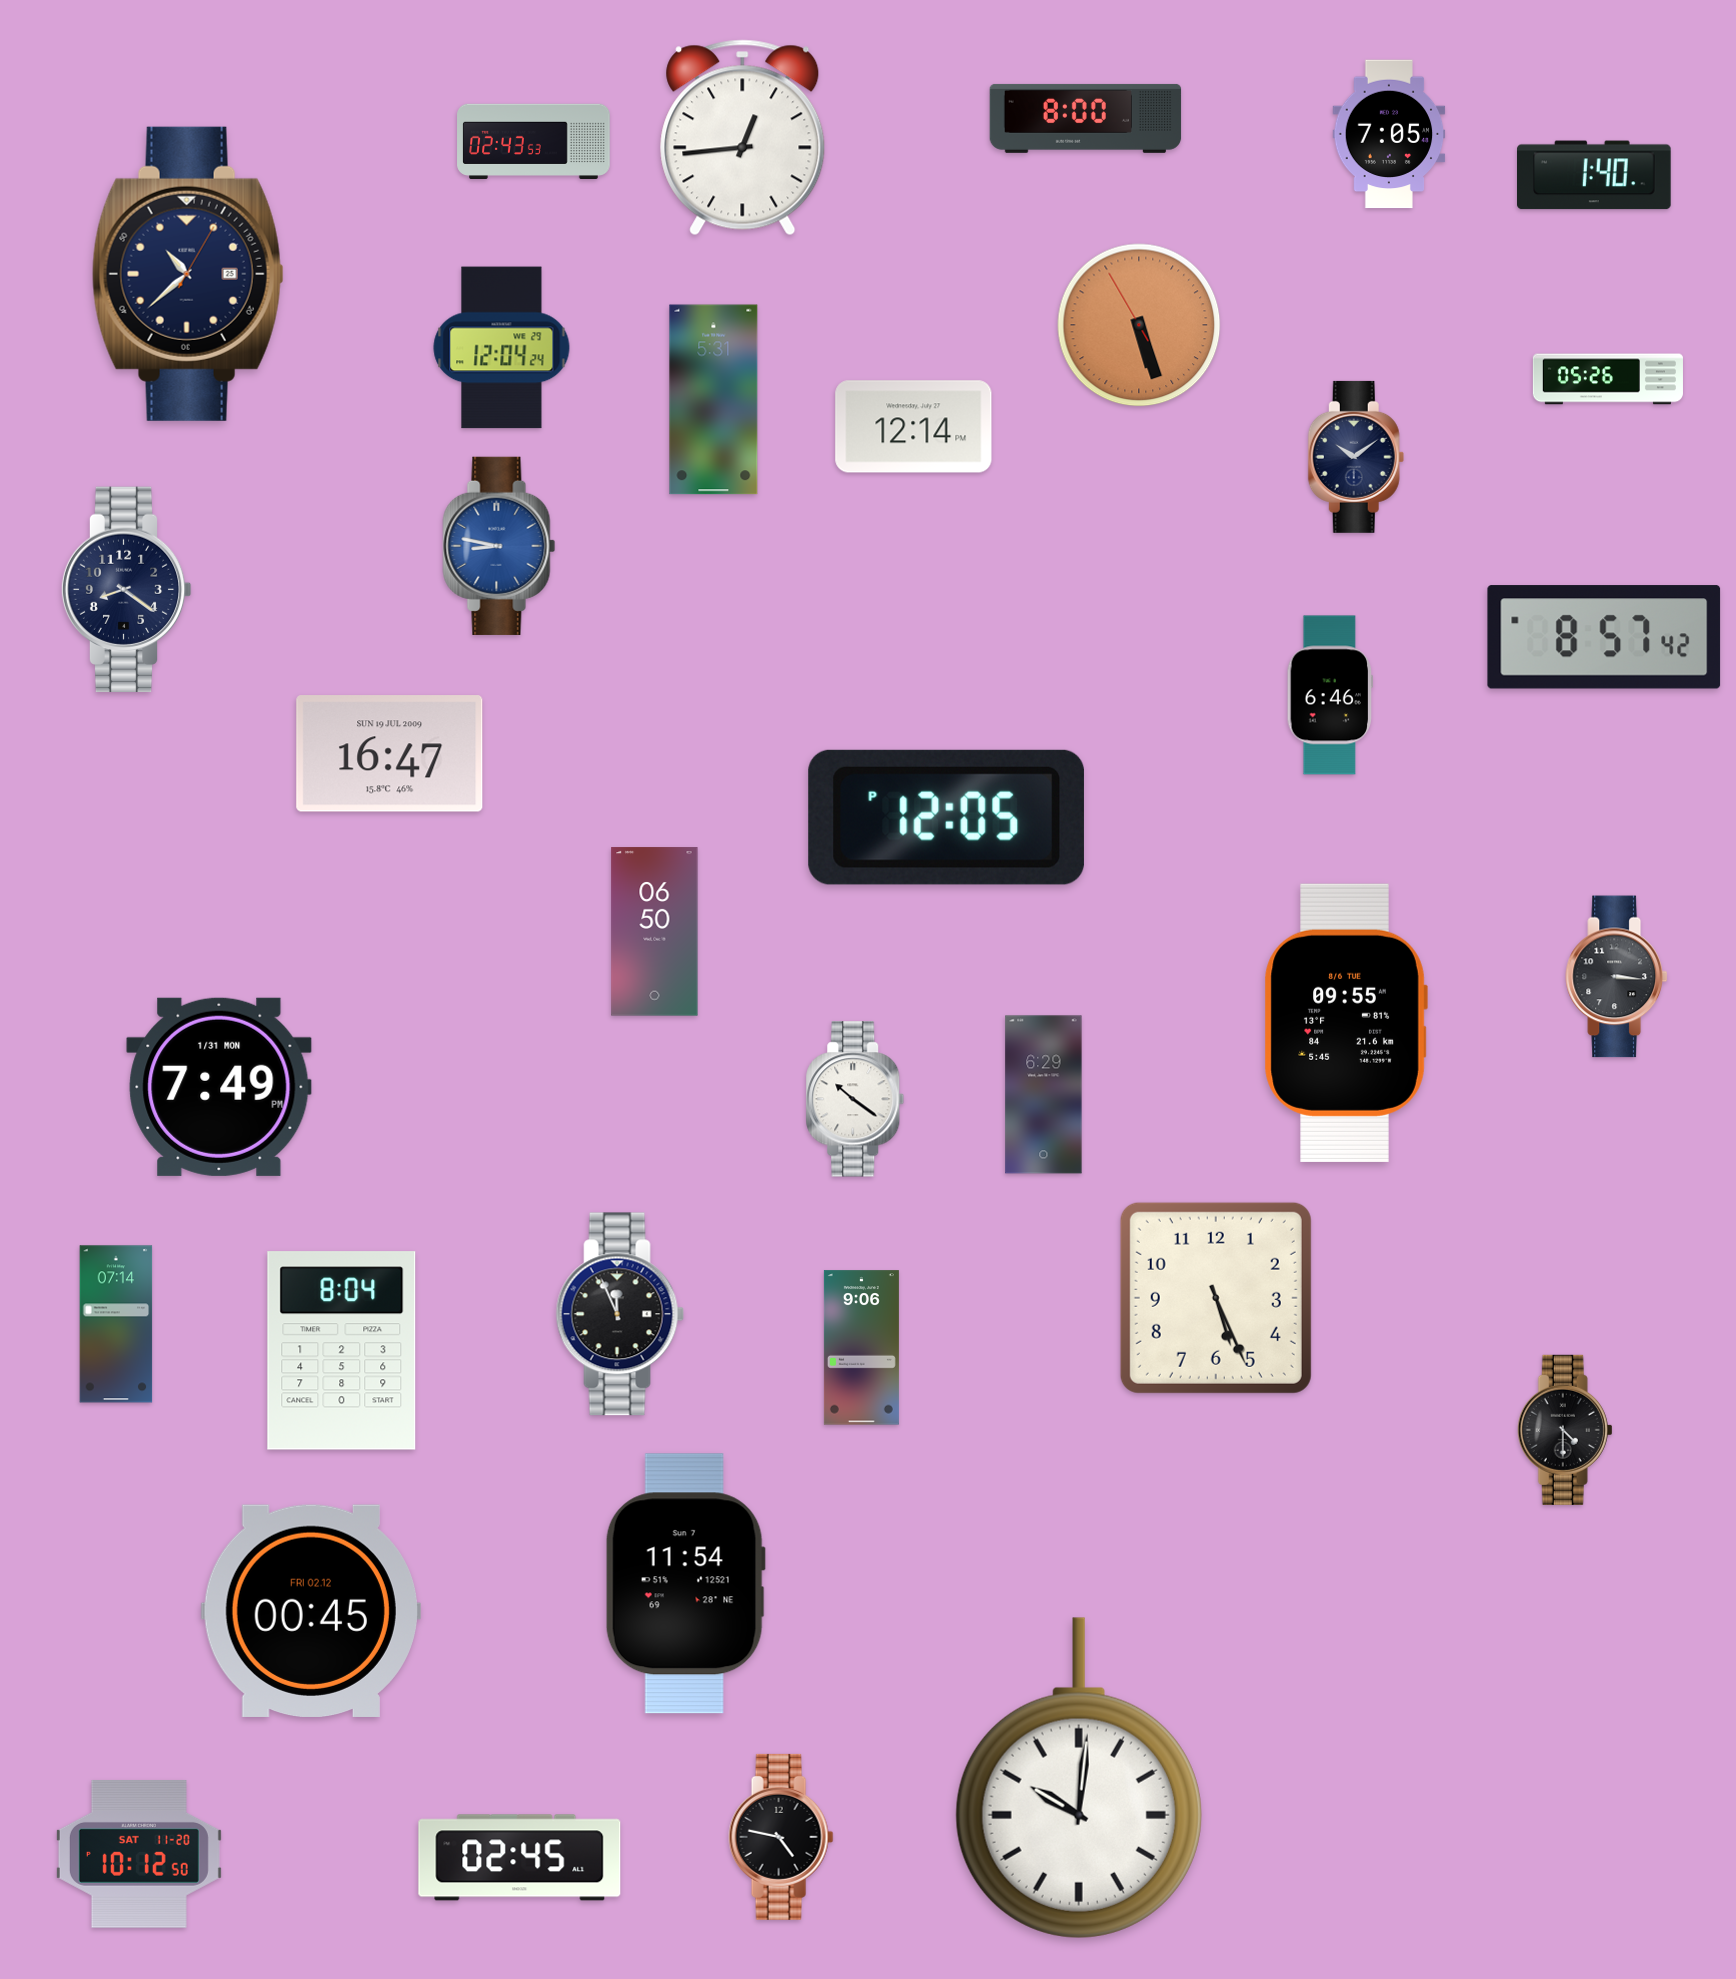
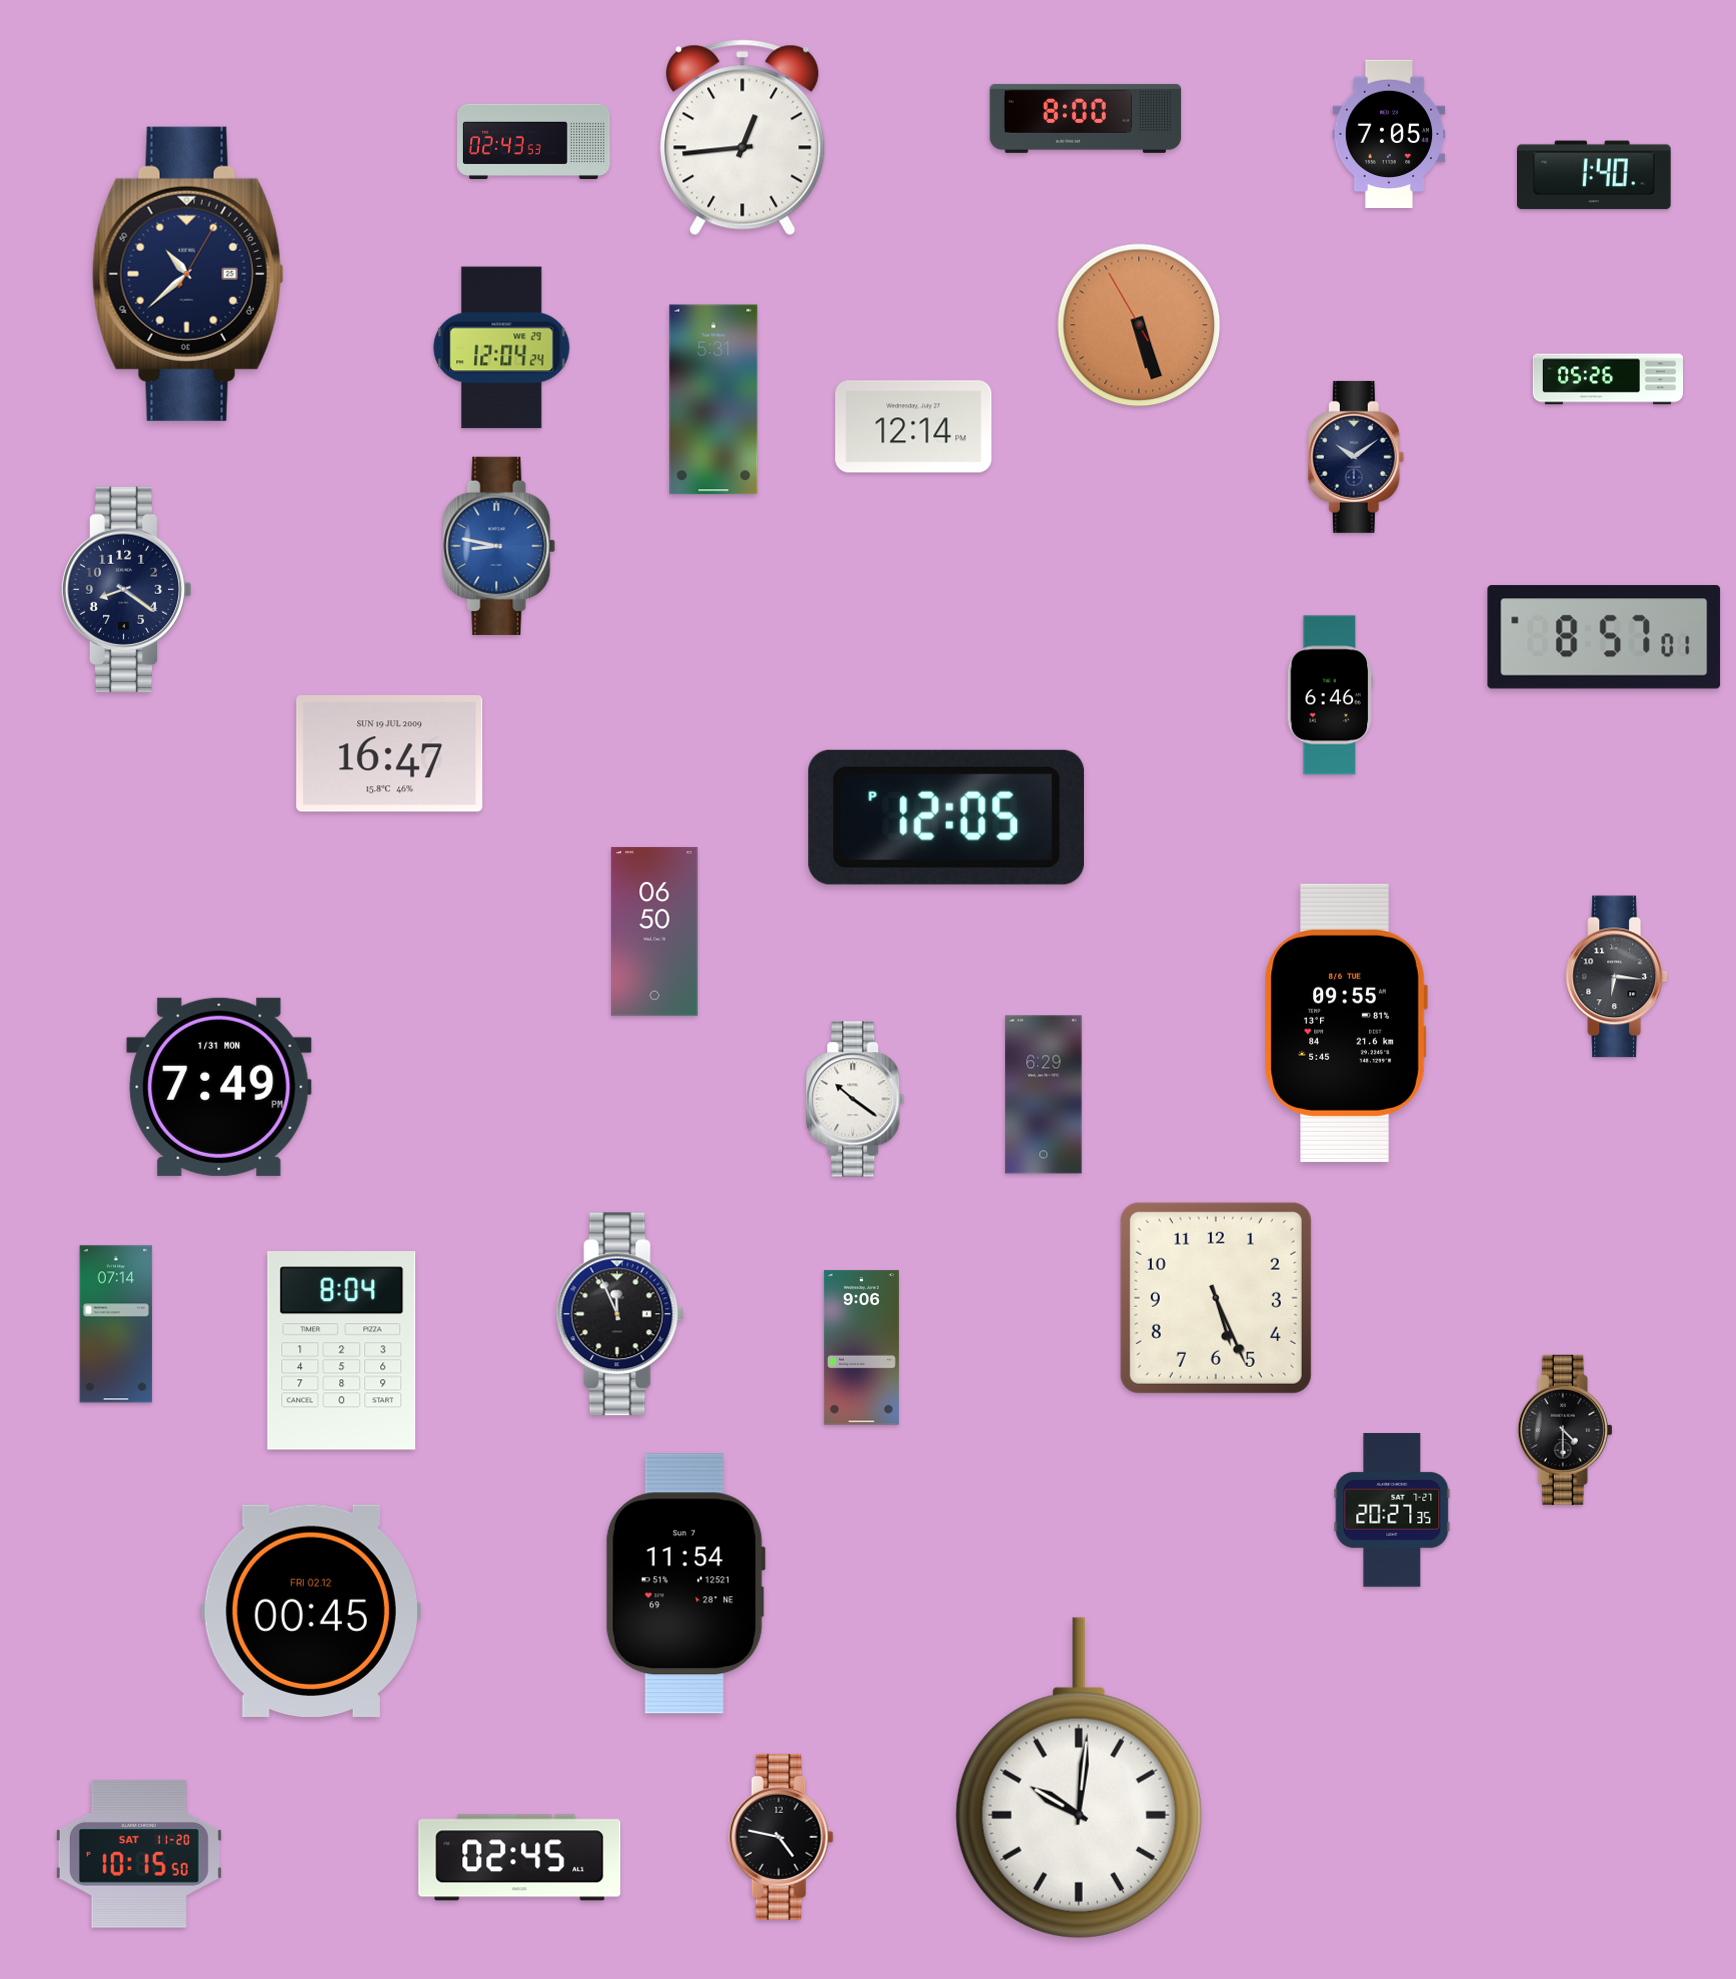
clock at (1604, 637): 8:57:42 -> 8:57:01
clock at (1617, 977): 3:16 -> 6:16
clock at (1392, 1510): none -> 20:27
clock at (139, 1854): 10:12 -> 10:15
